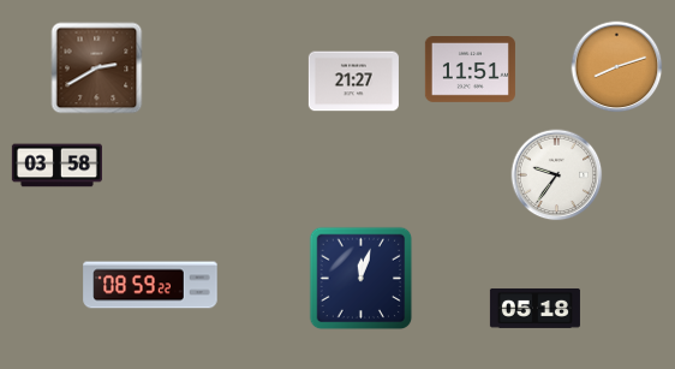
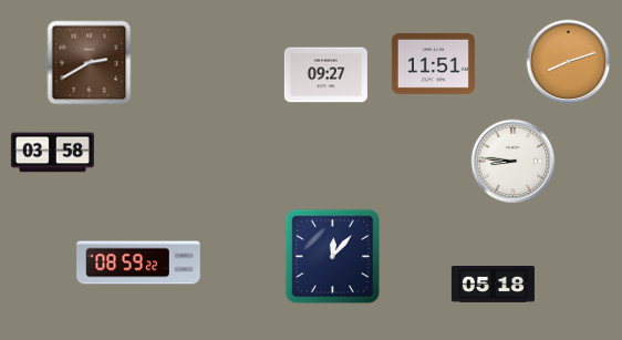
clock at (353, 82): 21:27 -> 09:27
clock at (557, 175): 9:36 -> 8:46
clock at (362, 279): 12:03 -> 12:07
